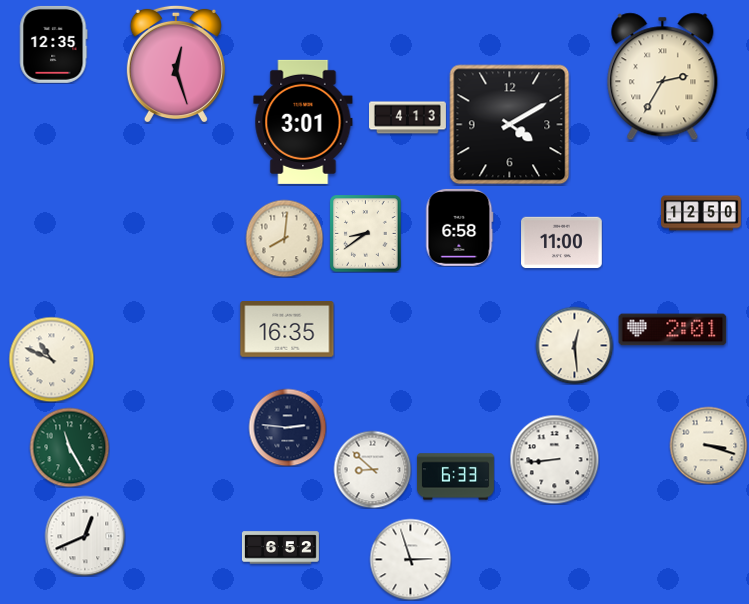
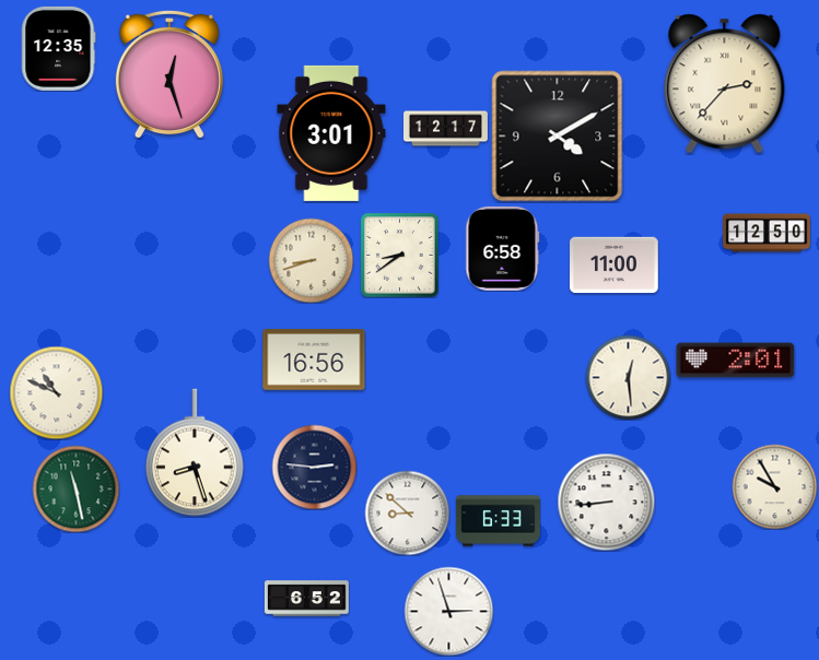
clock at (176, 64) position: (176, 64) -> (169, 74)
clock at (663, 77): 2:35 -> 2:37
clock at (408, 118): 4:13 -> 12:17
clock at (284, 238): 8:01 -> 8:42
clock at (287, 330): 16:35 -> 16:56
clock at (195, 452): none -> 8:27
clock at (708, 445): 3:18 -> 9:55
clock at (69, 447): 11:25 -> 11:28
clock at (85, 536): 12:41 -> none
